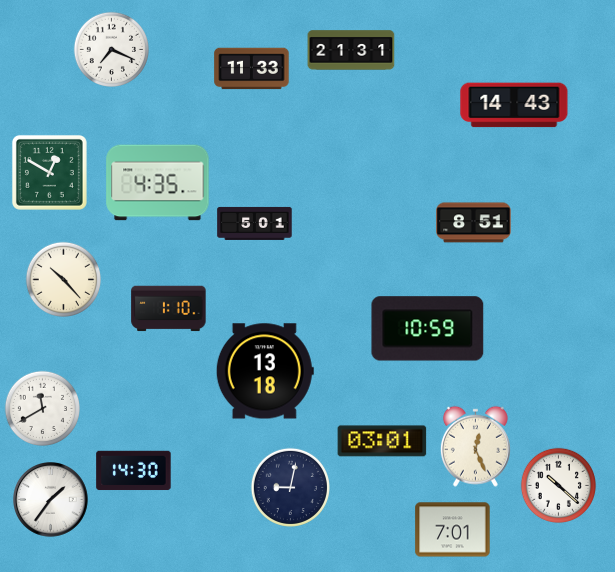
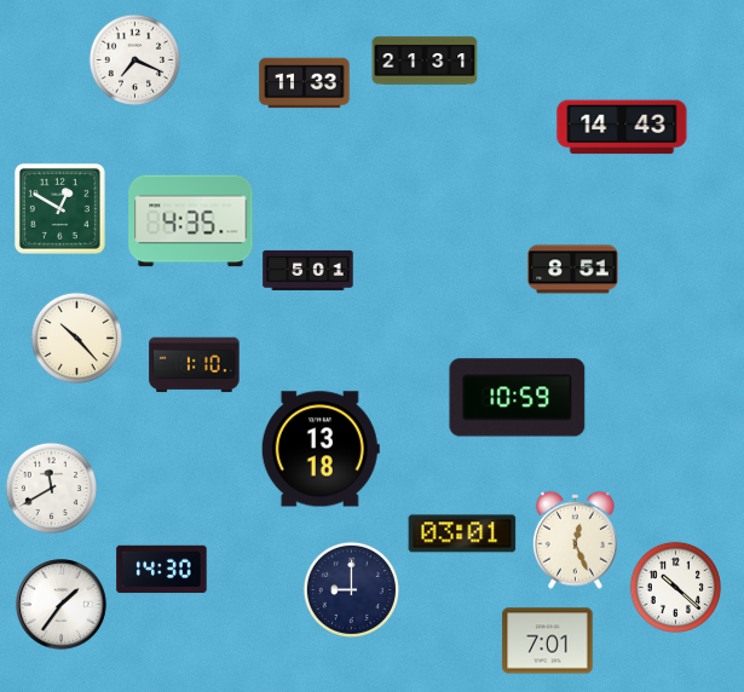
clock at (169, 309) position: (169, 309) -> (195, 365)
clock at (42, 408) position: (42, 408) -> (51, 488)
clock at (290, 487): 9:02 -> 9:00
